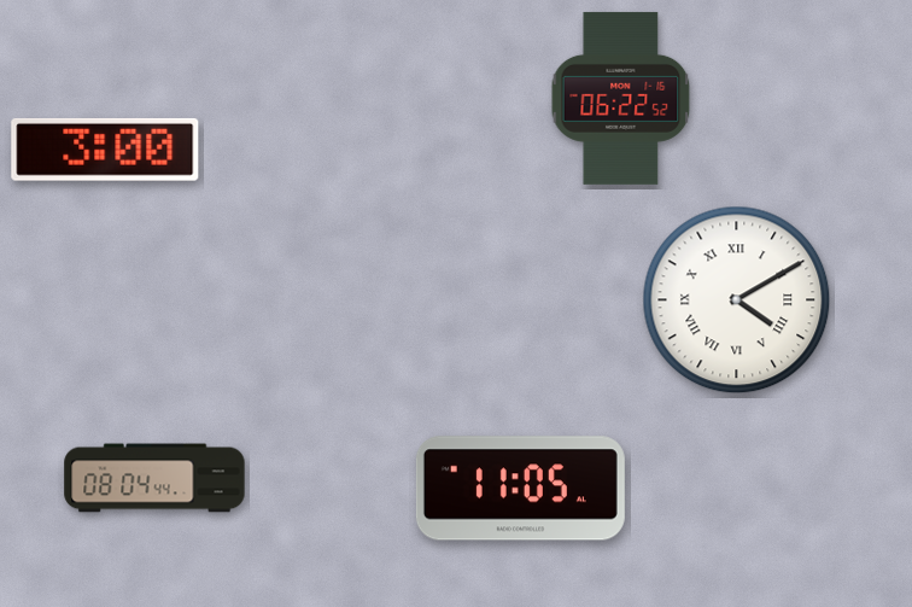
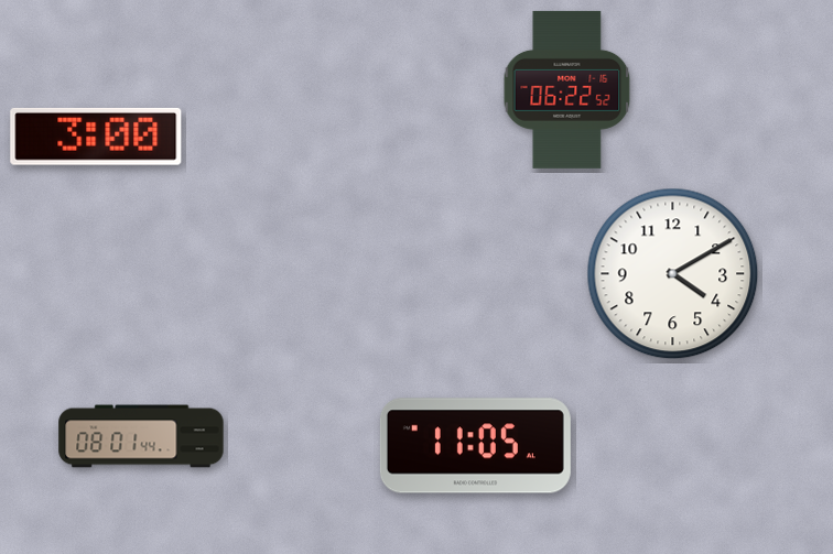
clock at (737, 300) numerals: Roman -> Arabic
clock at (154, 478): 08:04 -> 08:01
